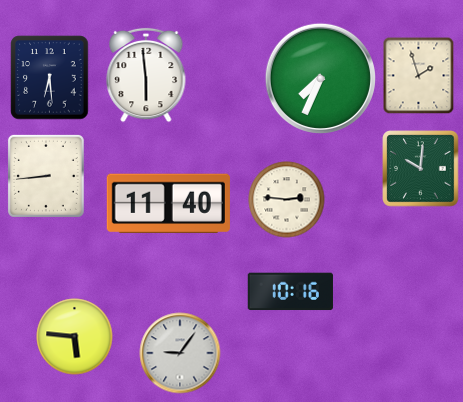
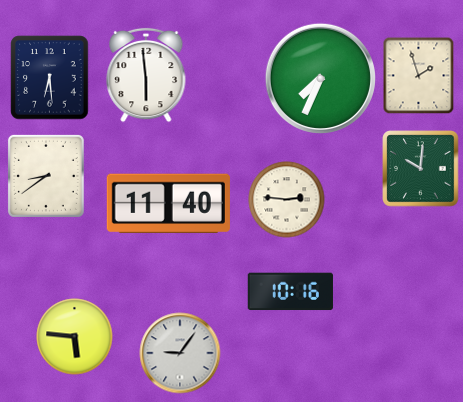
clock at (46, 176): 8:44 -> 8:39
